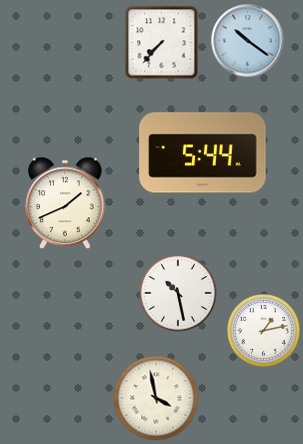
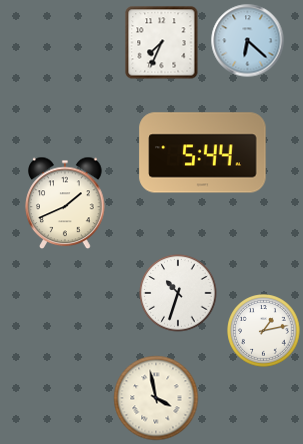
clock at (248, 41): 10:21 -> 6:22
clock at (162, 43): 7:37 -> 7:34
clock at (178, 293): 10:28 -> 10:33
